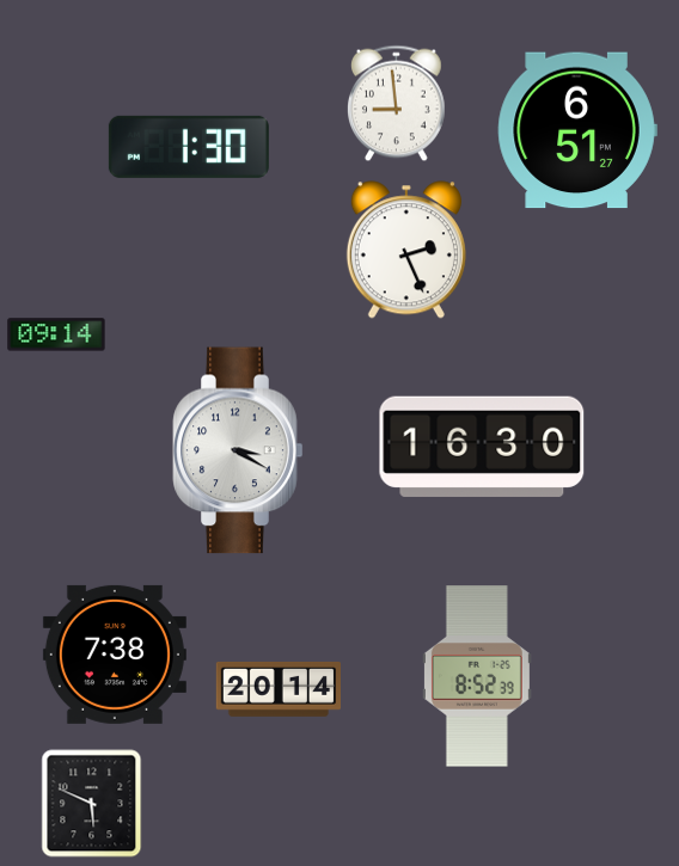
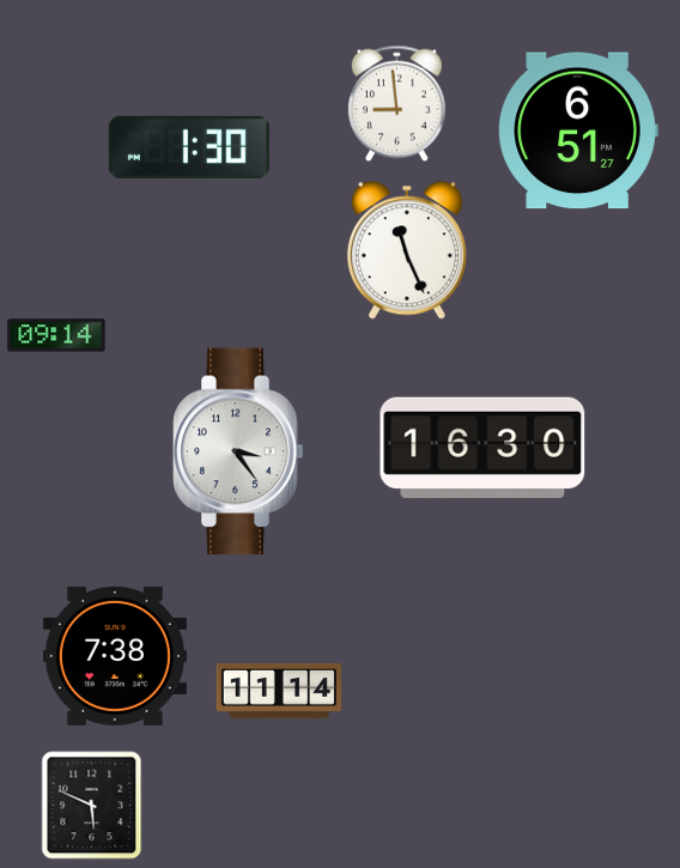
clock at (406, 250): 2:26 -> 11:26
clock at (238, 450): 3:20 -> 3:24
clock at (477, 676): 8:52 -> none
clock at (277, 689): 20:14 -> 11:14
